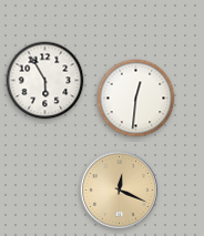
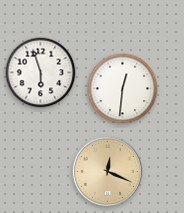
clock at (45, 81): 5:55 -> 5:57
